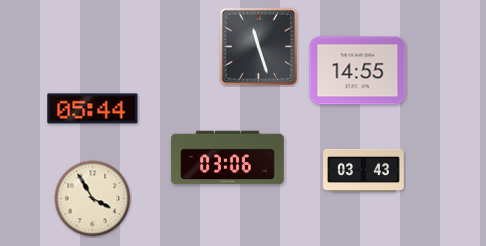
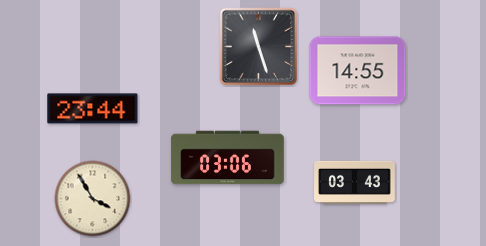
clock at (93, 109): 05:44 -> 23:44
clock at (364, 170) position: (364, 170) -> (355, 182)
